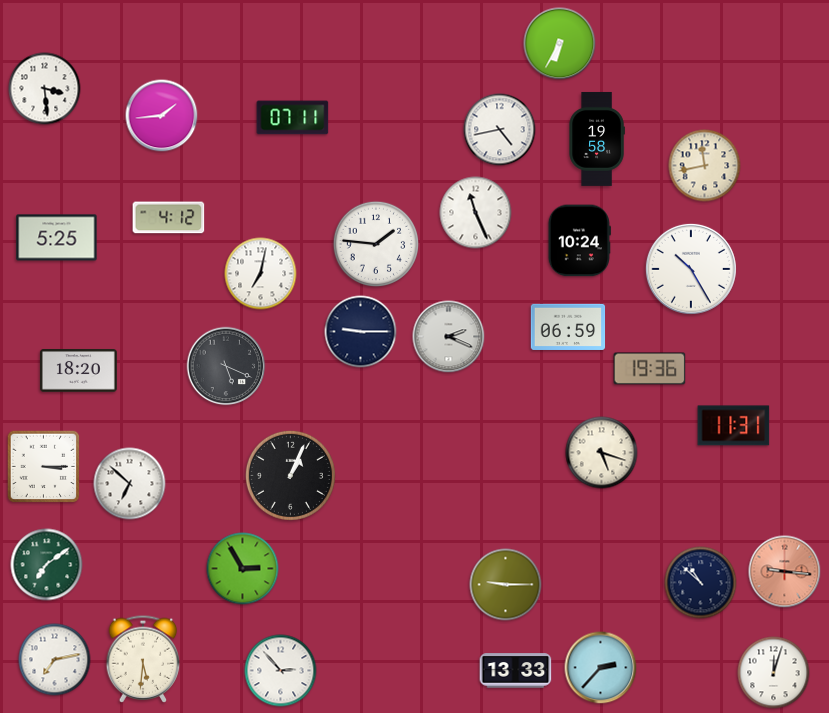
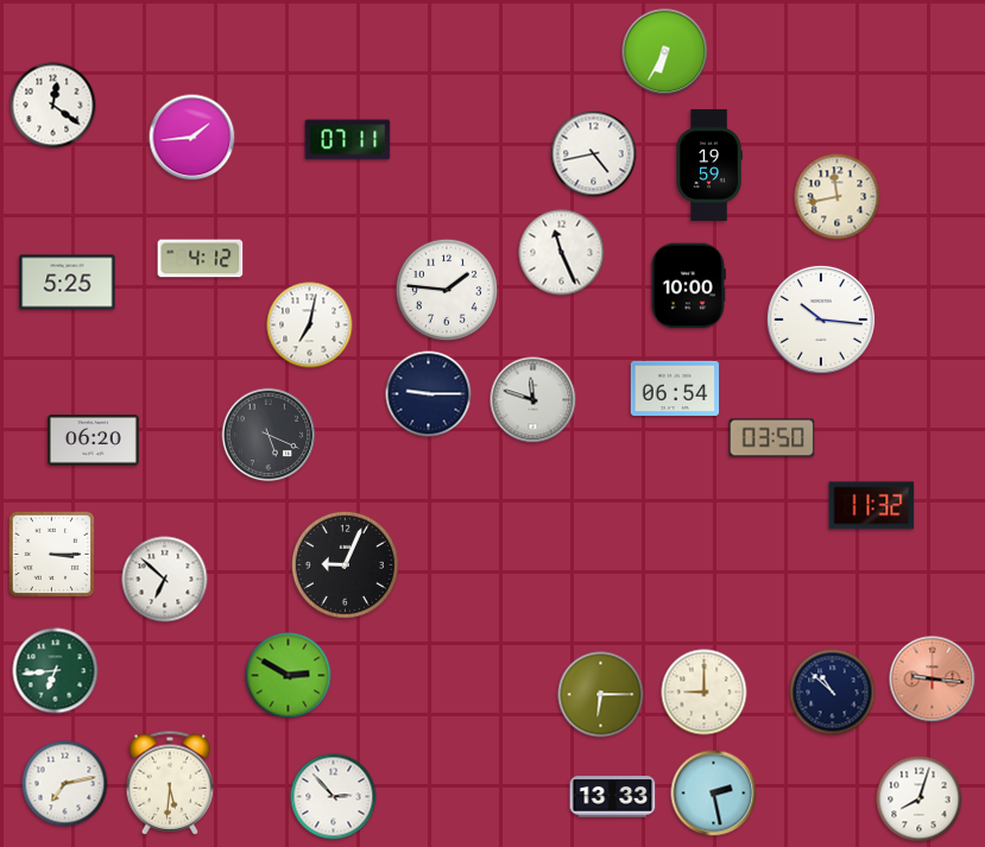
clock at (45, 89): 3:29 -> 12:21
clock at (597, 139): 19:58 -> 19:59
clock at (476, 213) position: (476, 213) -> (562, 253)
clock at (579, 241): 10:24 -> 10:00
clock at (691, 269): 10:25 -> 10:16
clock at (568, 327): 06:59 -> 06:54
clock at (449, 337): 2:19 -> 11:48
clock at (650, 369): 19:36 -> 03:50
clock at (78, 371): 18:20 -> 06:20
clock at (734, 426): 11:31 -> 11:32
clock at (602, 453): 5:18 -> none
clock at (290, 475): 1:04 -> 9:04
clock at (130, 484) position: (130, 484) -> (165, 580)
clock at (47, 565): 7:09 -> 6:44
clock at (243, 569): 2:55 -> 2:50
clock at (705, 693): none -> 9:00
clock at (506, 585): 9:15 -> 6:15
clock at (601, 668): 2:37 -> 2:28
clock at (774, 673): 12:03 -> 8:03
